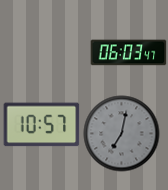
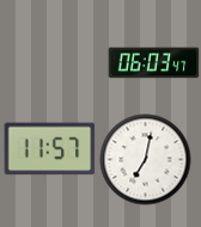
clock at (42, 125): 10:57 -> 11:57
clock at (122, 134) dial: grey -> white
